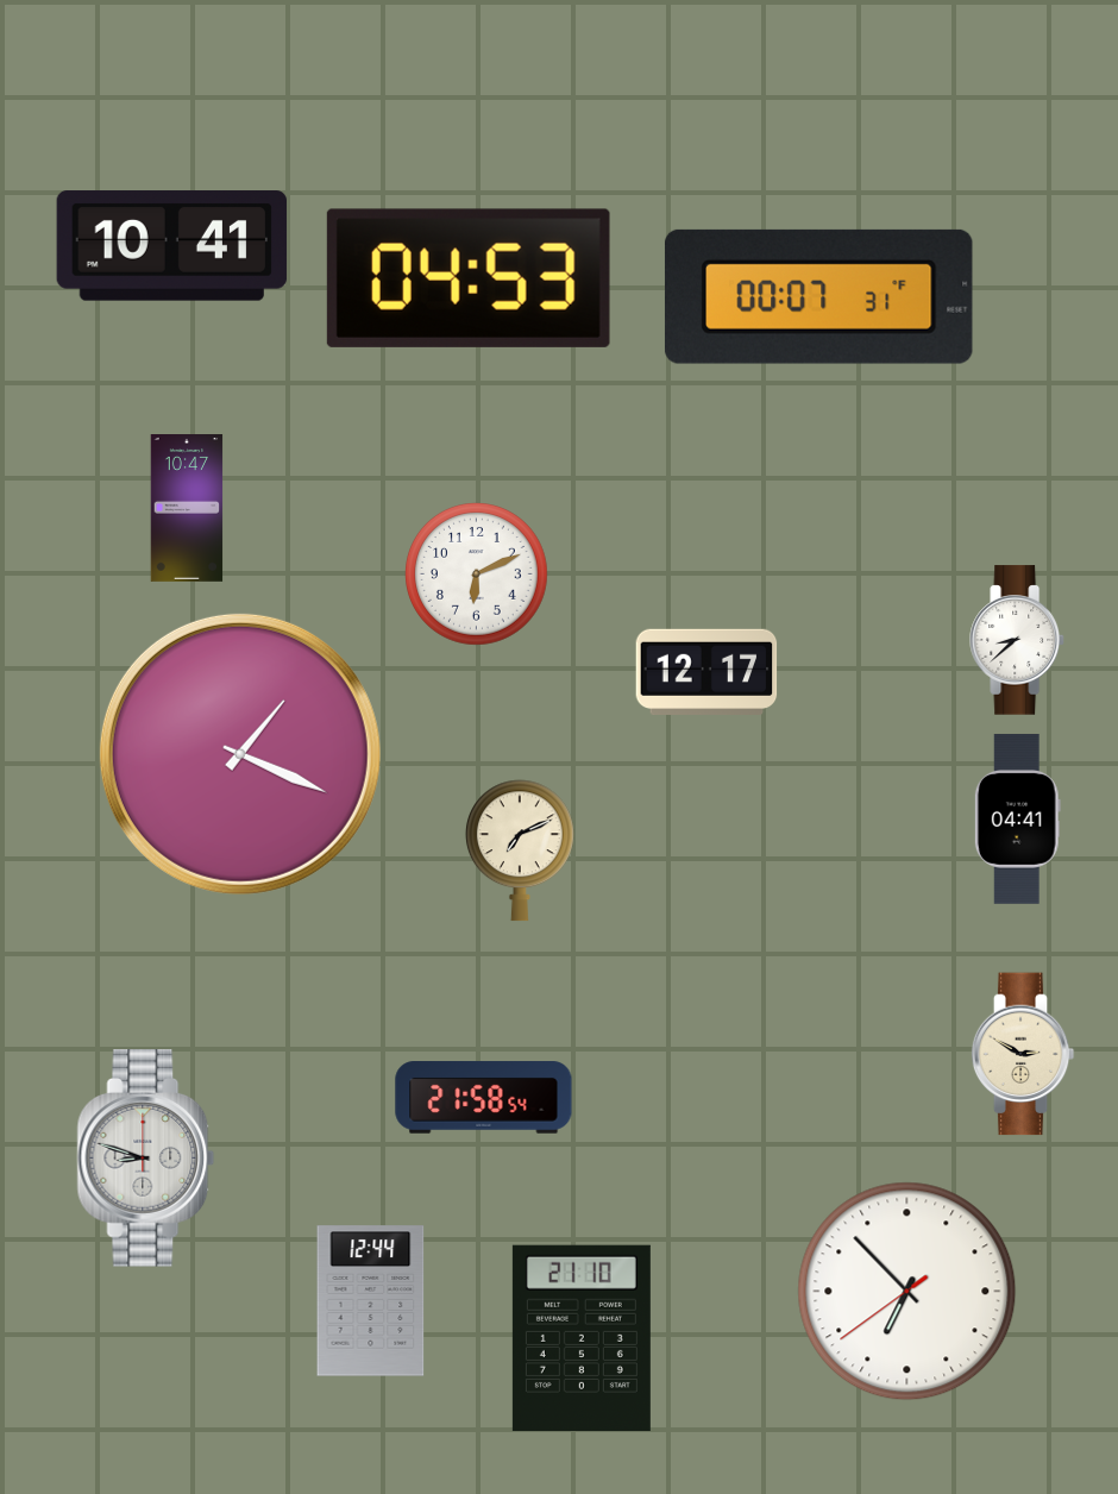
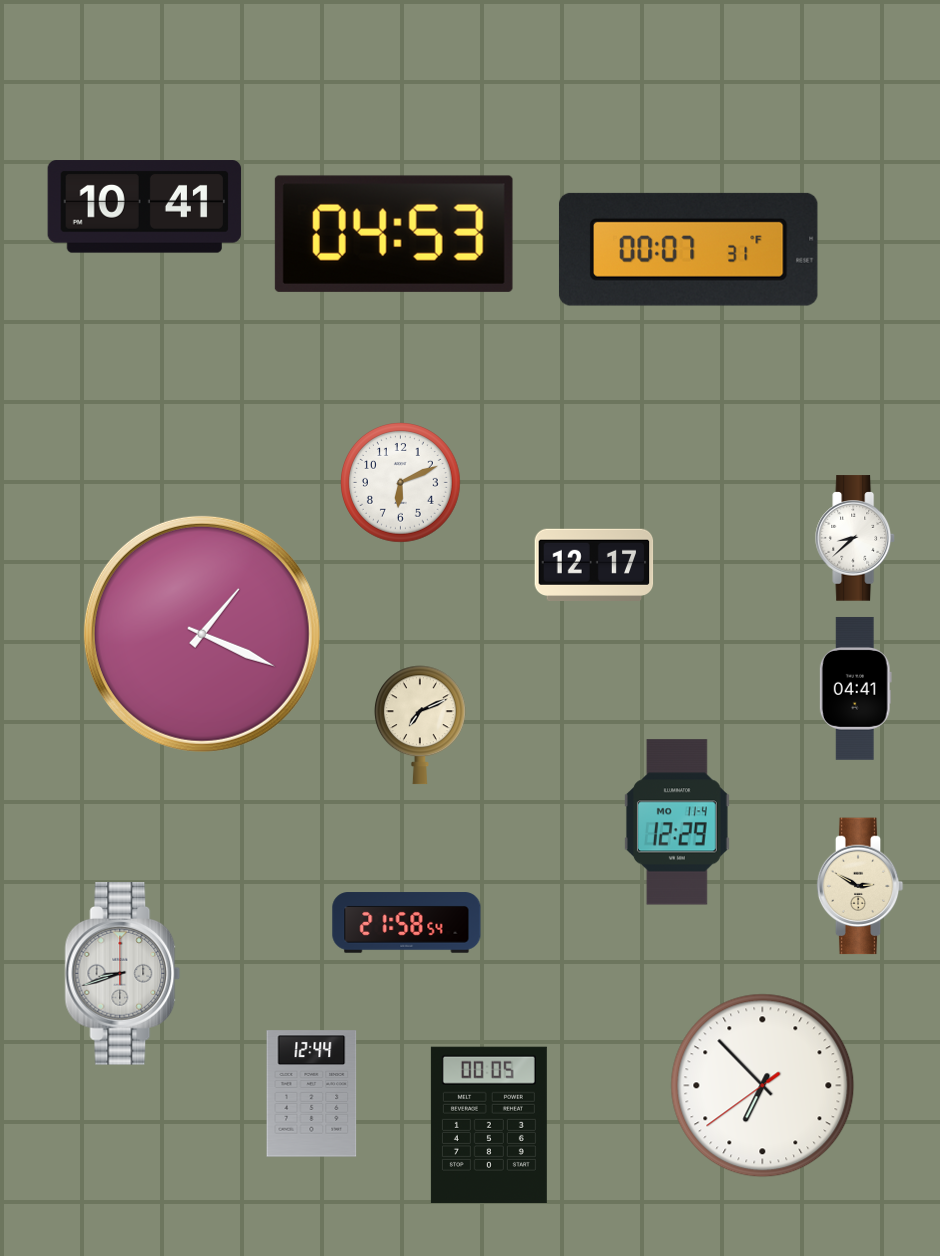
clock at (187, 509): 10:47 -> none
clock at (520, 850) position: (520, 850) -> (420, 725)
clock at (677, 822): none -> 12:29
clock at (146, 1159): 8:48 -> 8:42
clock at (582, 1338): 21:10 -> 00:05
